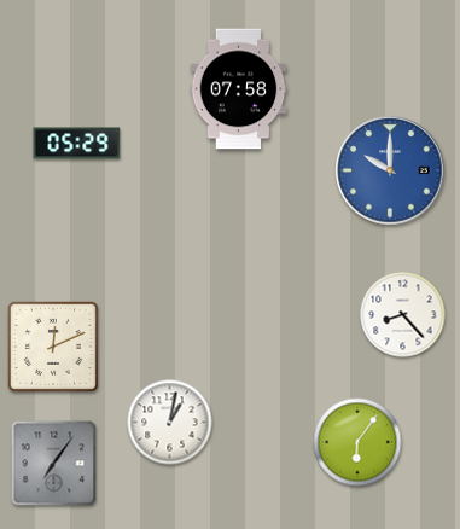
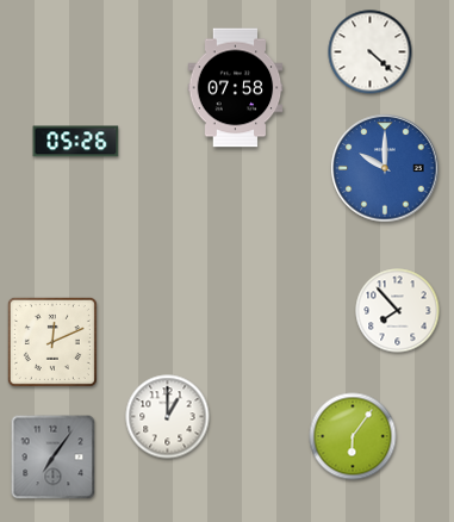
clock at (371, 52): none -> 4:22
clock at (77, 144): 05:29 -> 05:26
clock at (403, 315): 8:23 -> 7:53
clock at (170, 423): 1:02 -> 1:00
